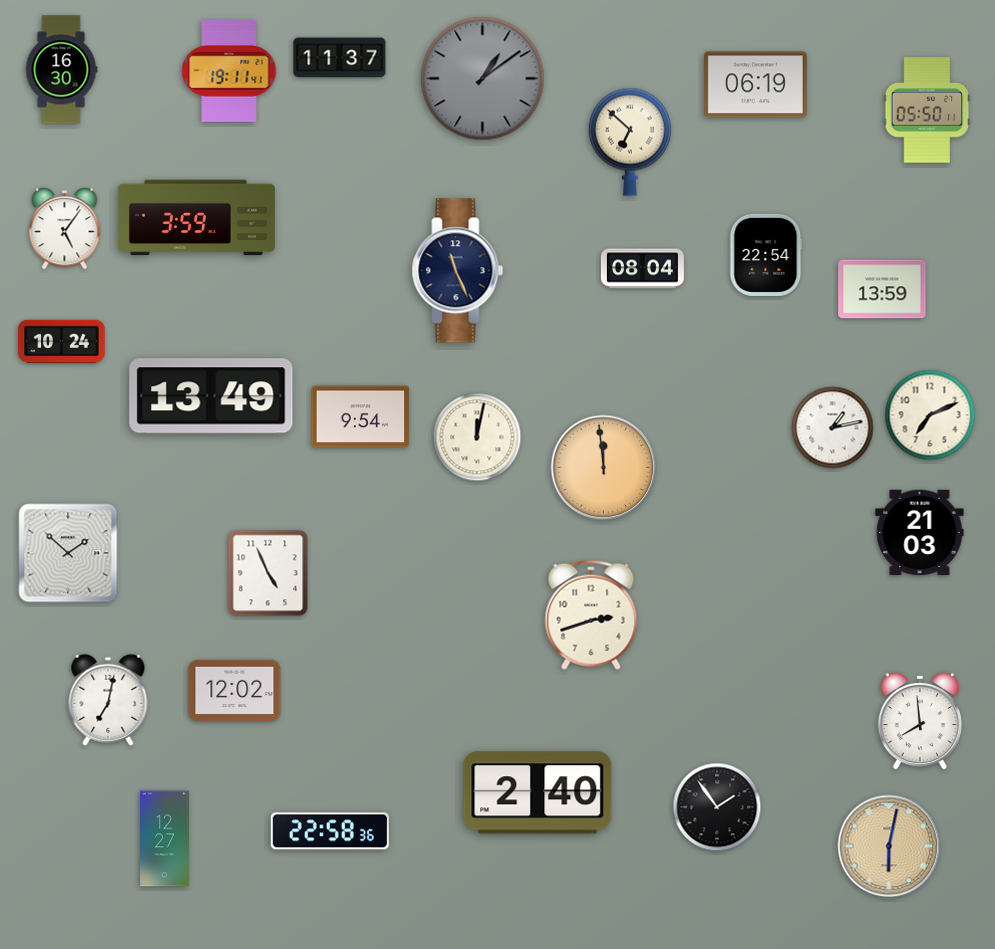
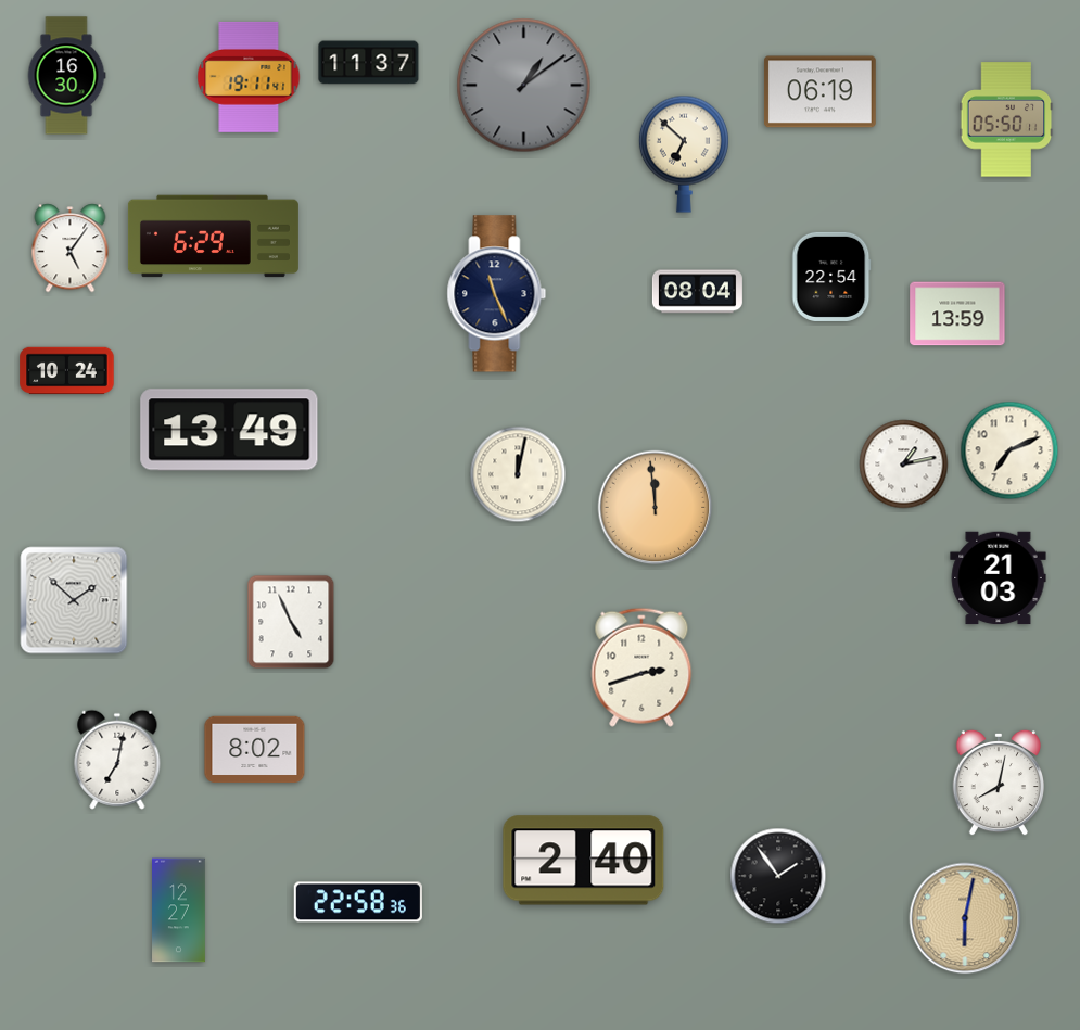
clock at (196, 218): 3:59 -> 6:29
clock at (361, 417): 9:54 -> none
clock at (235, 691): 12:02 -> 8:02
clock at (919, 721): 7:59 -> 8:02
